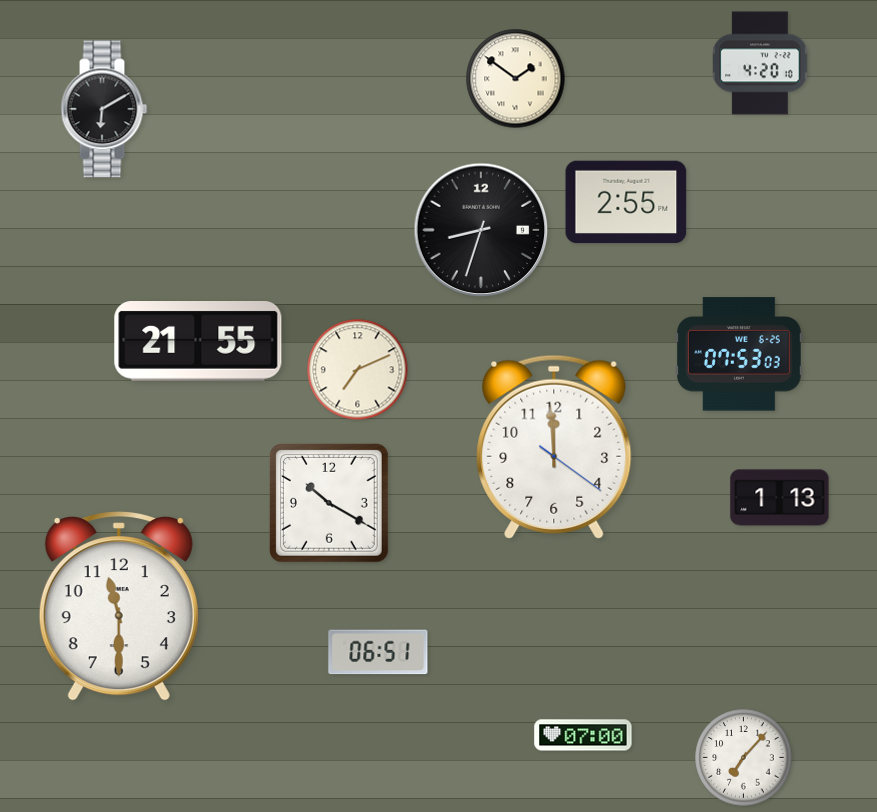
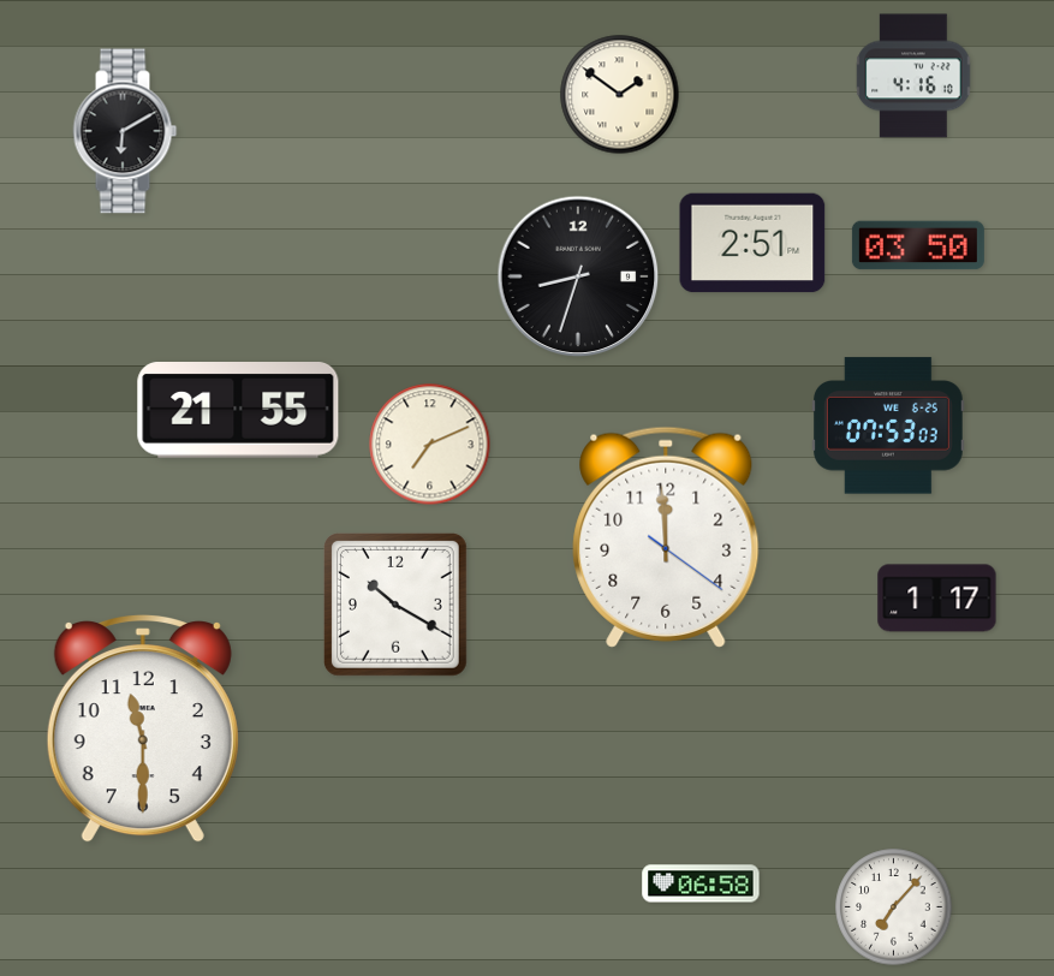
clock at (760, 63): 4:20 -> 4:16
clock at (626, 202): 2:55 -> 2:51
clock at (918, 245): none -> 03:50
clock at (780, 498): 1:13 -> 1:17
clock at (378, 652): 06:51 -> none
clock at (583, 735): 07:00 -> 06:58
clock at (744, 758) position: (744, 758) -> (894, 907)
